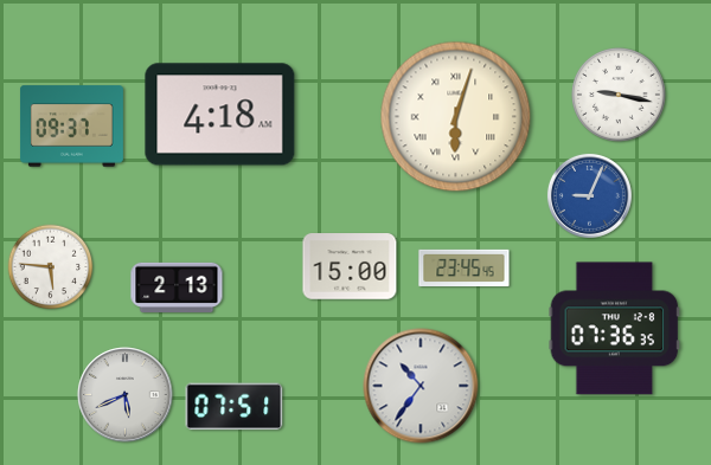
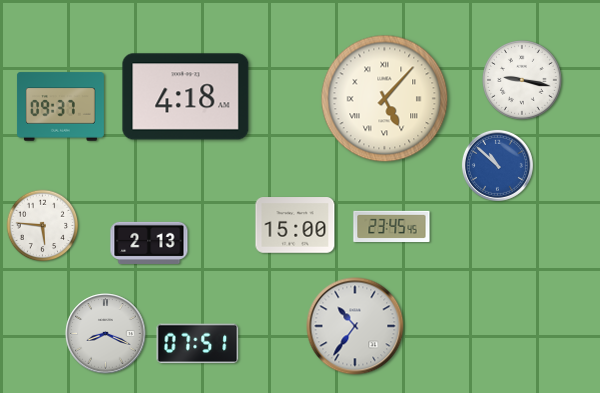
clock at (456, 117): 6:03 -> 5:07
clock at (589, 195): 9:04 -> 10:52
clock at (615, 329): 07:36 -> none
clock at (126, 395): 5:41 -> 8:19
